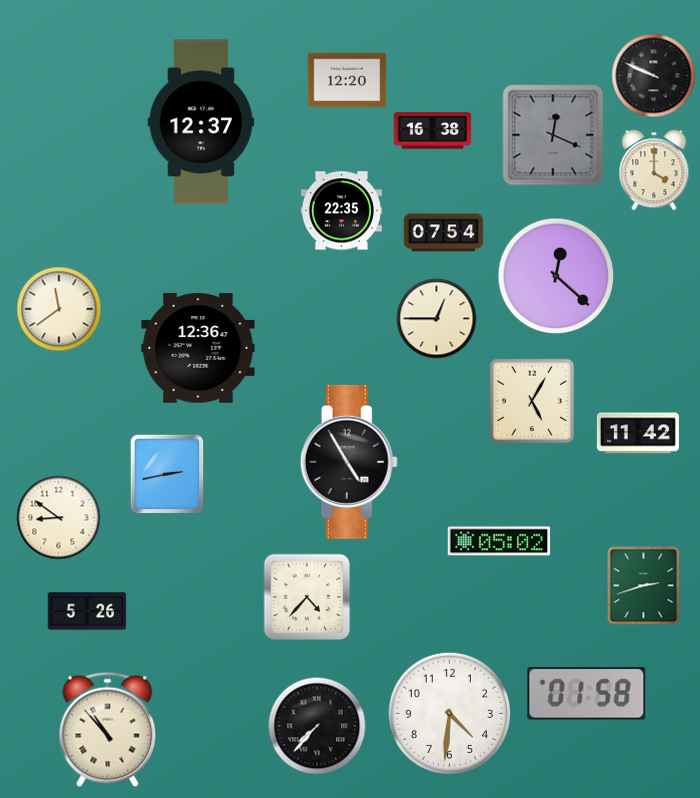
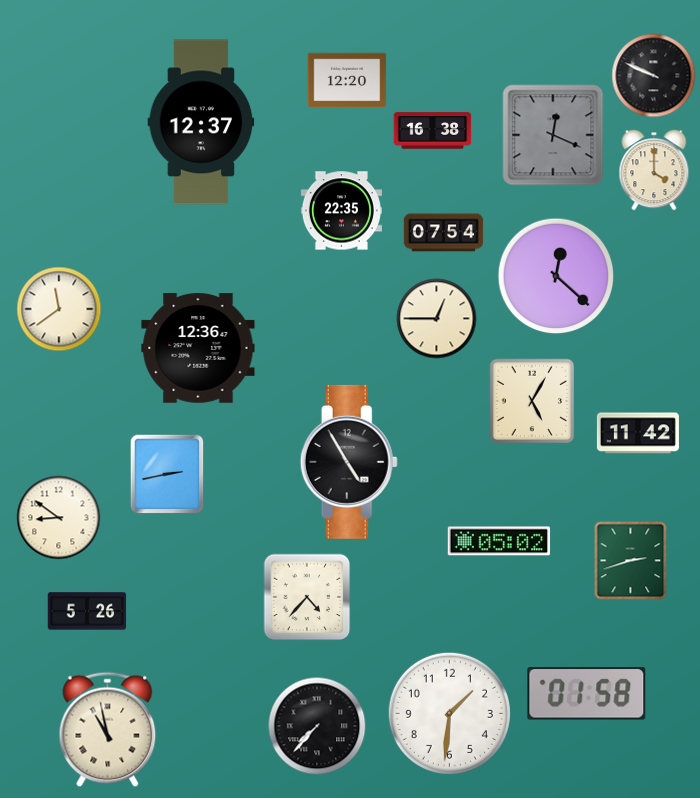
clock at (644, 586) position: (644, 586) -> (631, 561)
clock at (449, 713): 4:31 -> 1:31
clock at (108, 730): 10:53 -> 10:58
